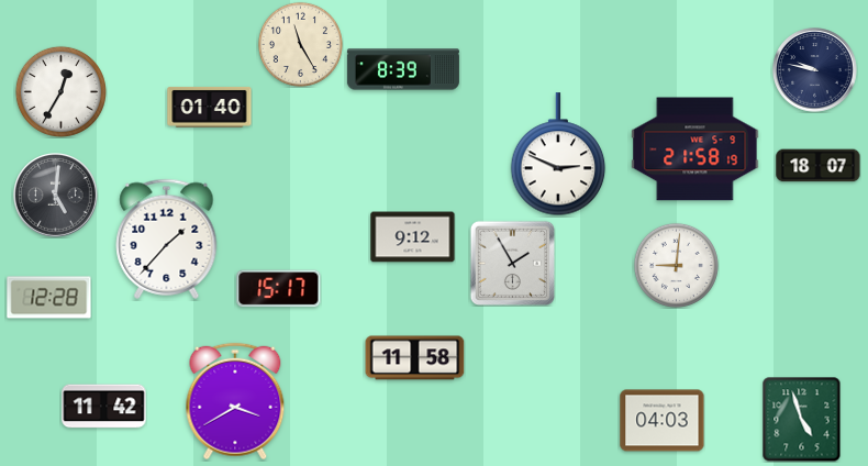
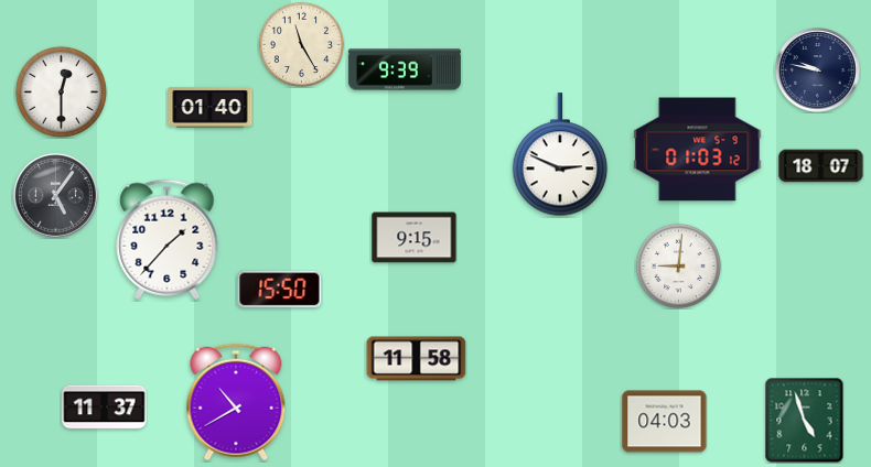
clock at (403, 69): 8:39 -> 9:39
clock at (60, 91): 12:35 -> 12:30
clock at (695, 149): 21:58 -> 01:03
clock at (56, 196): 5:01 -> 5:06
clock at (413, 237): 9:12 -> 9:15
clock at (512, 263): 1:55 -> none
clock at (279, 289): 15:17 -> 15:50
clock at (49, 298): 12:28 -> none
clock at (235, 401): 3:40 -> 10:40
clock at (104, 407): 11:42 -> 11:37
